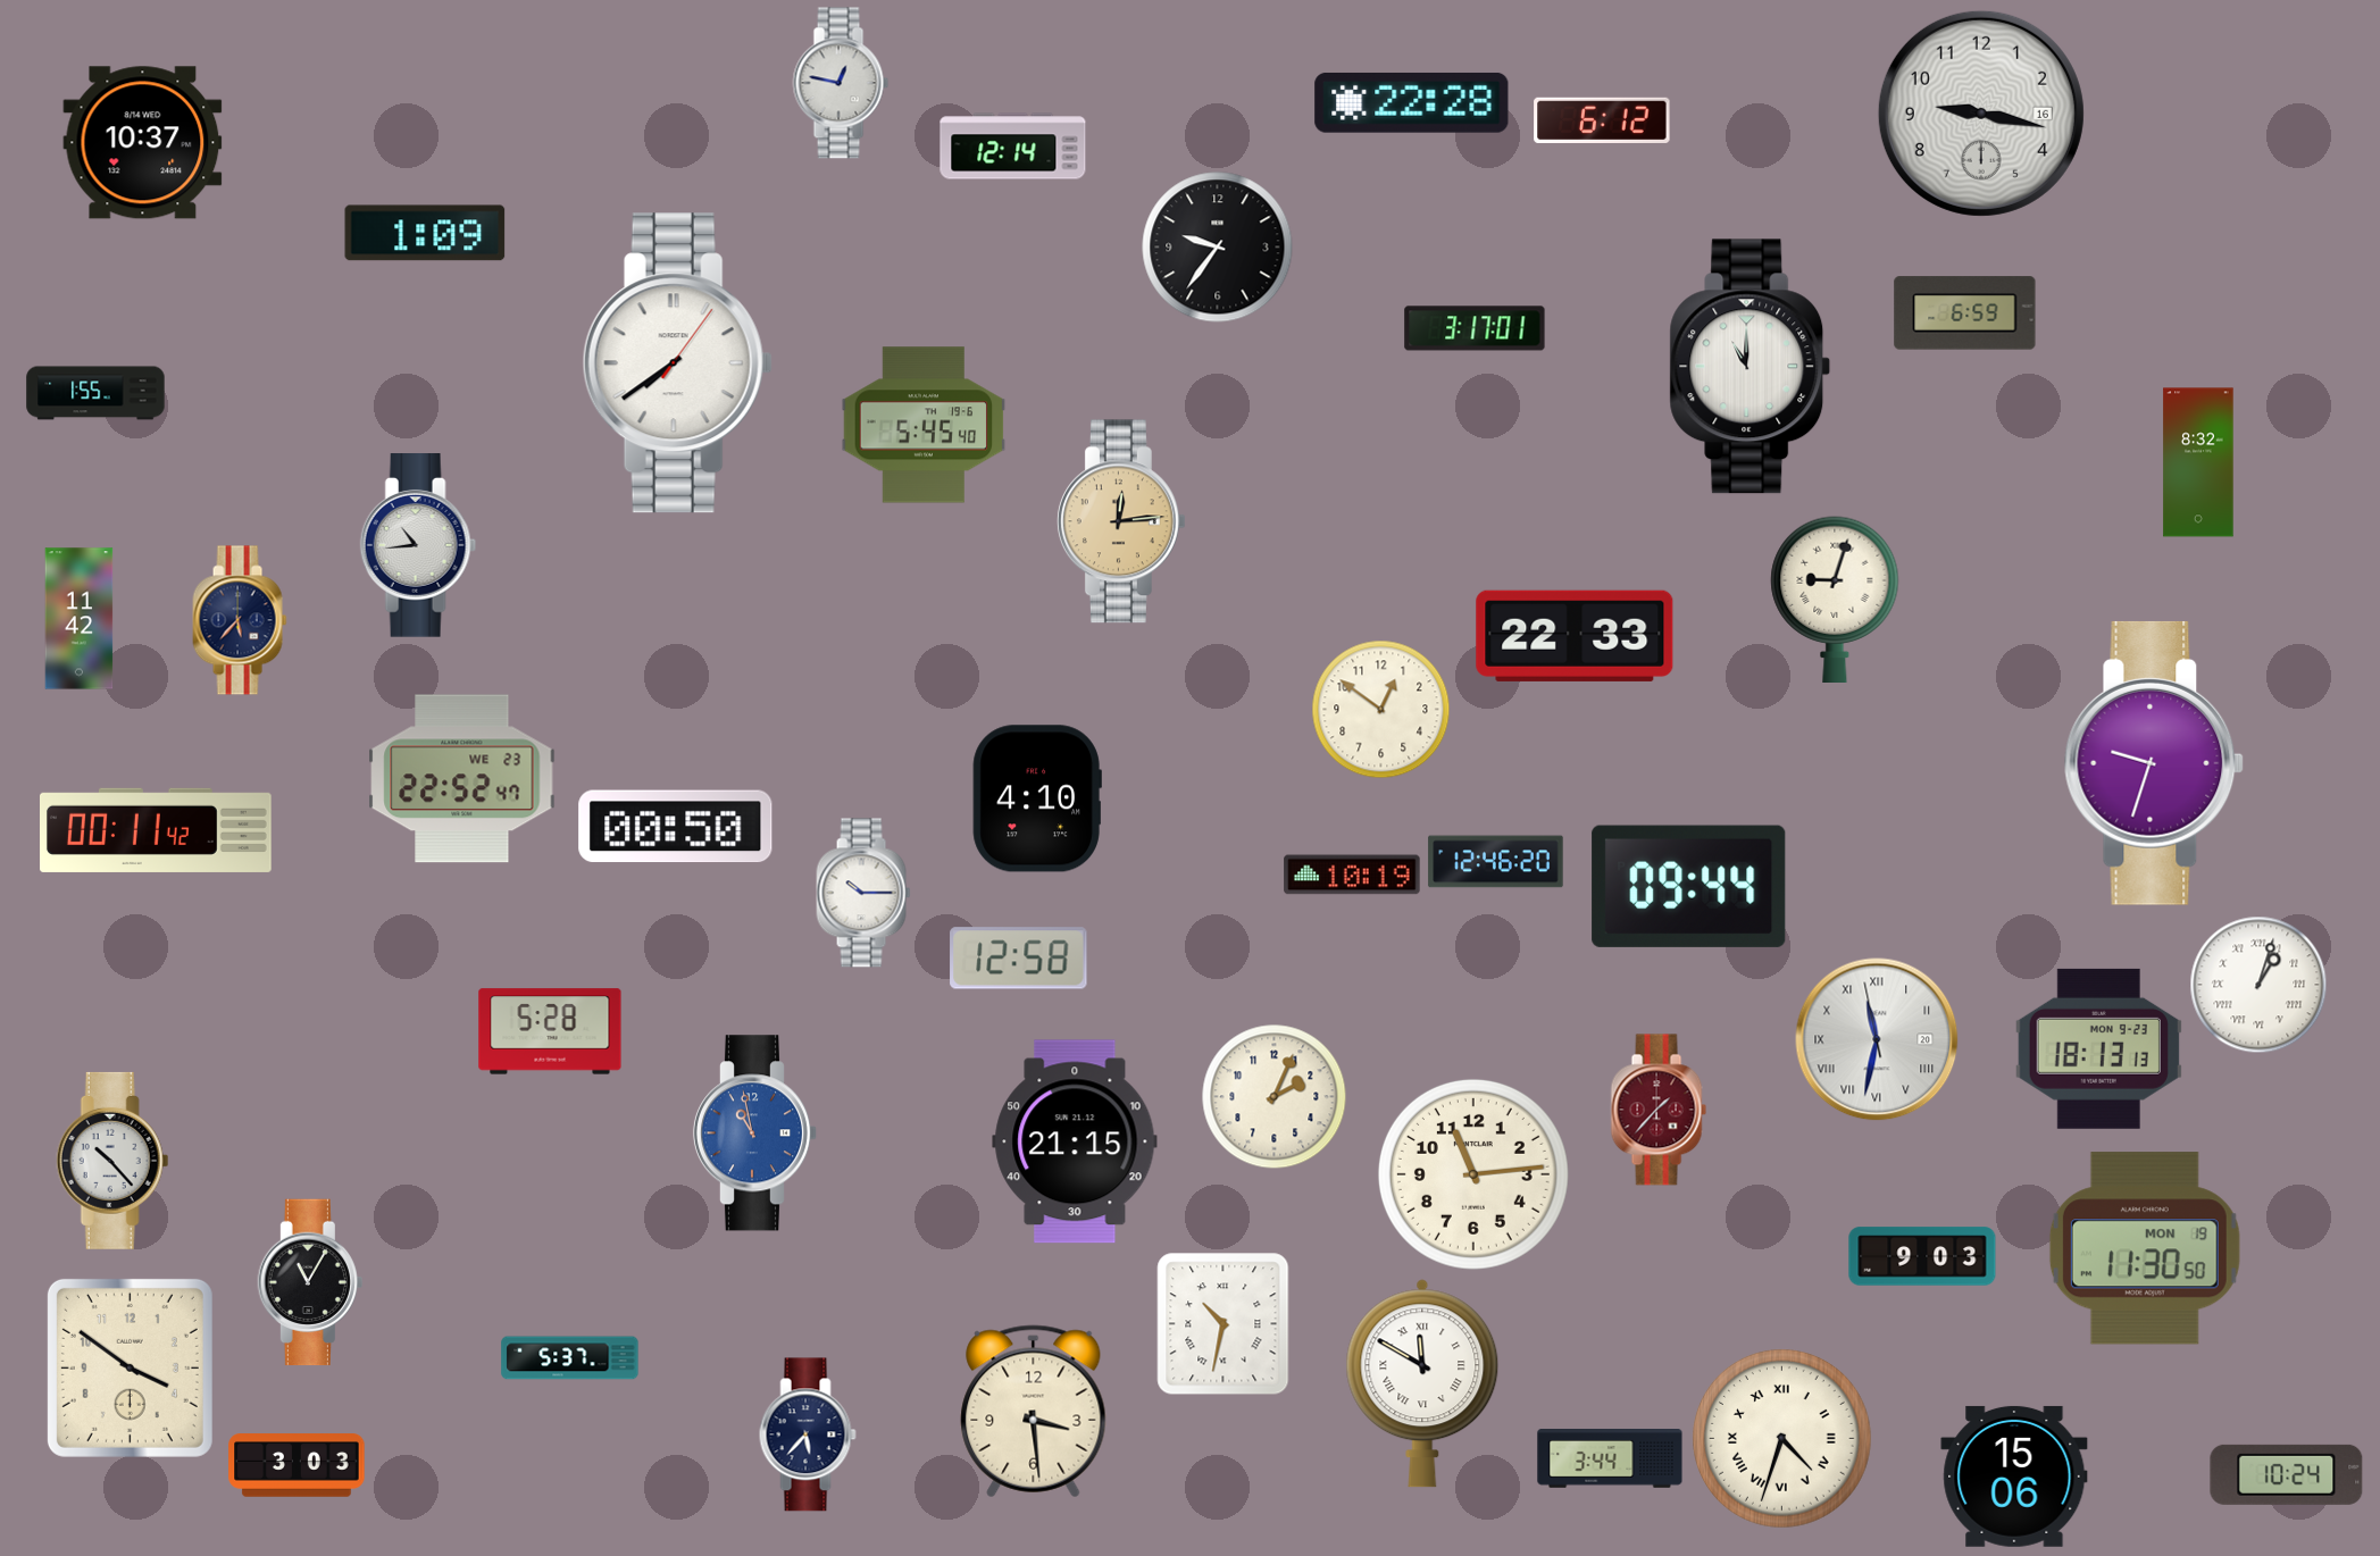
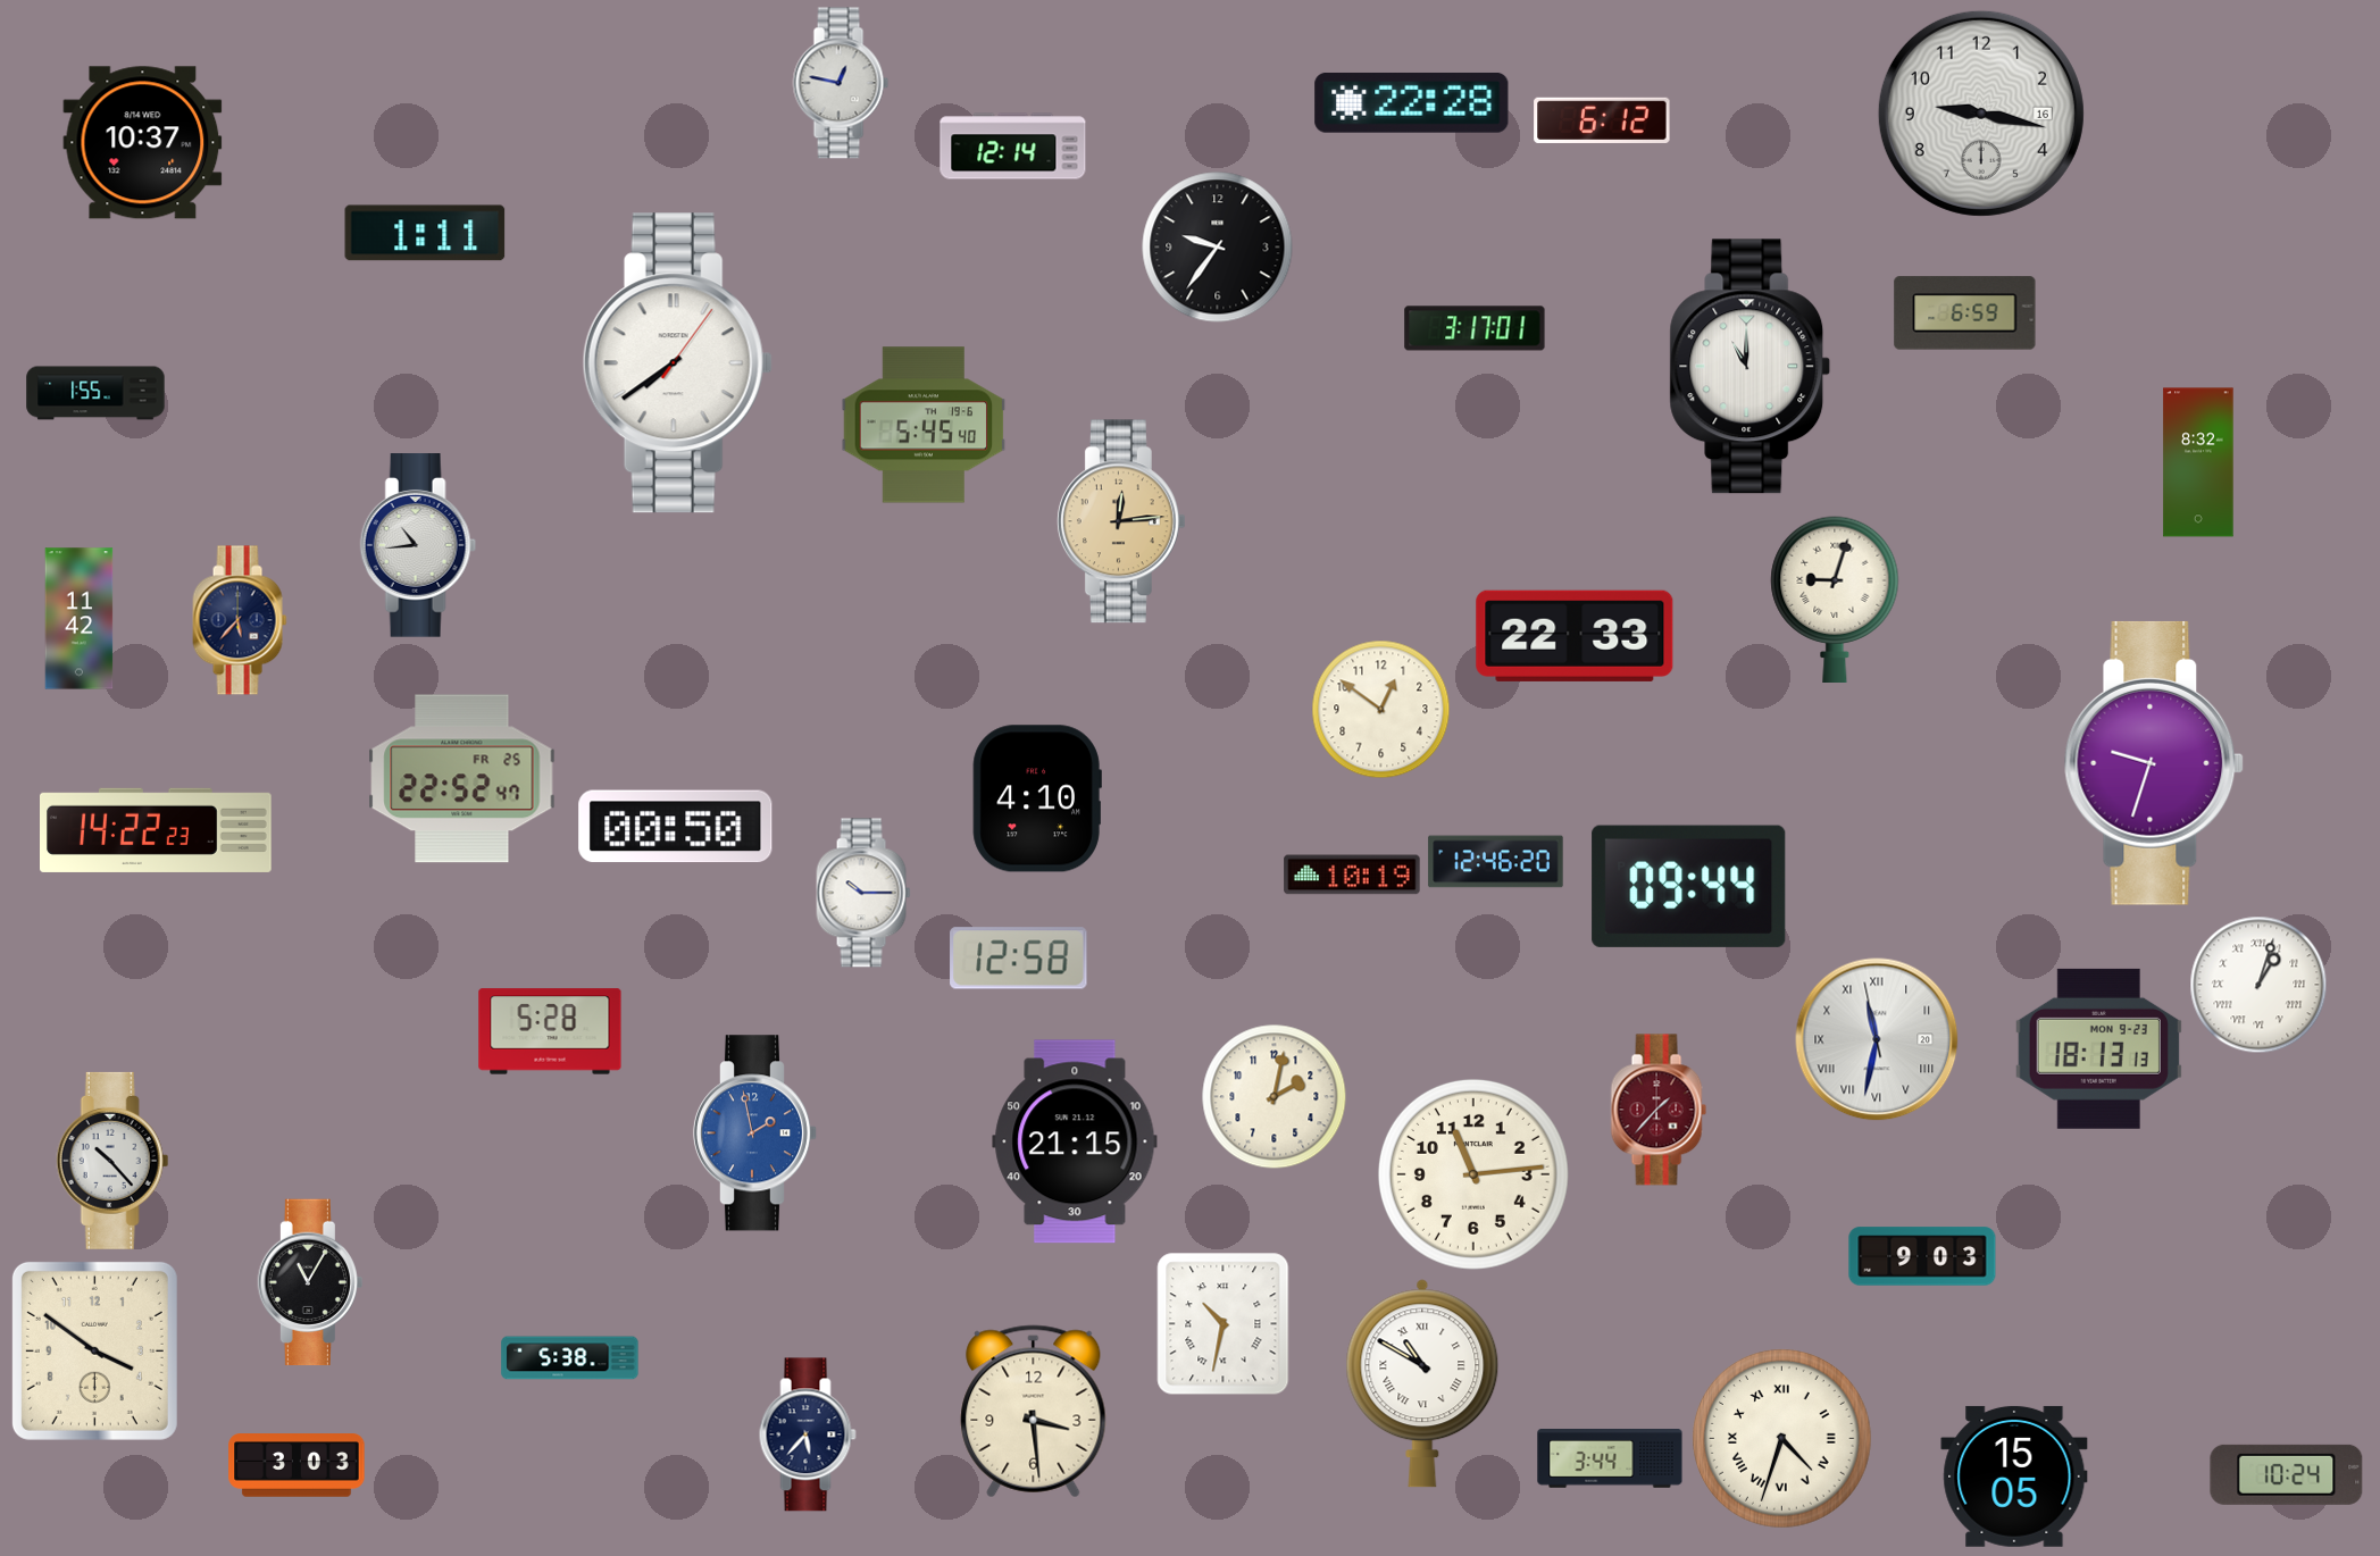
clock at (425, 233): 1:09 -> 1:11
clock at (462, 779) date: WE 23 -> FR 25
clock at (157, 830): 00:11 -> 14:22
clock at (1275, 1097): 2:04 -> 2:02
clock at (755, 1133): 10:58 -> 1:58
clock at (2145, 1248): 11:30 -> none
clock at (570, 1358): 5:37 -> 5:38
clock at (130, 1367) position: (130, 1367) -> (94, 1350)
clock at (1422, 1383): 11:50 -> 10:50
clock at (2014, 1476): 15:06 -> 15:05
